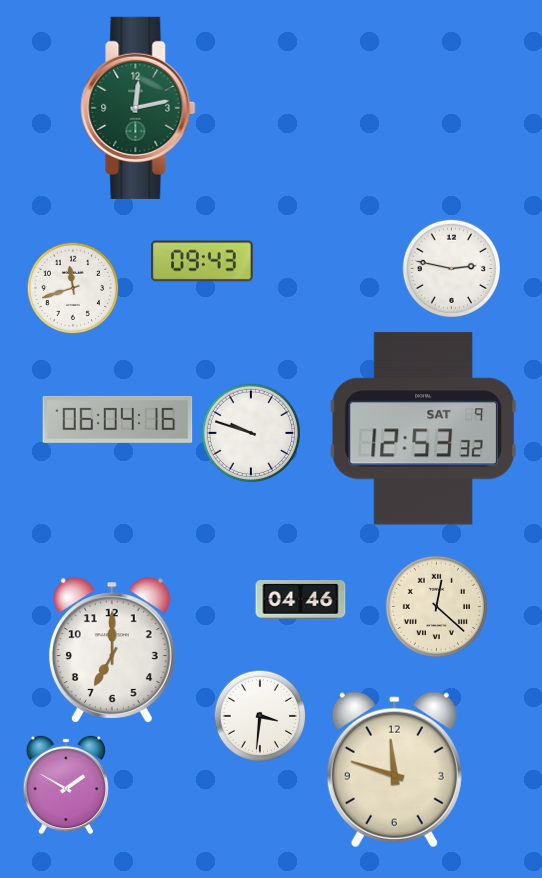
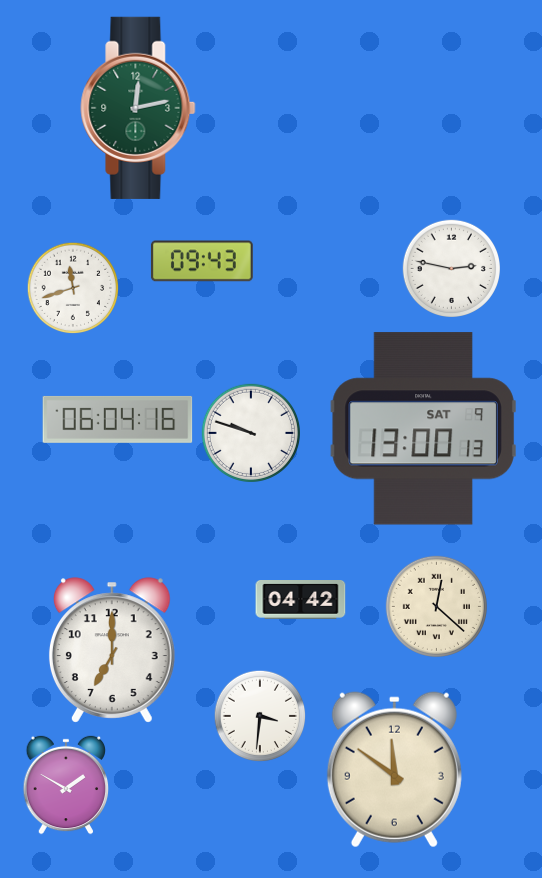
clock at (423, 429): 12:53 -> 13:00
clock at (301, 600): 04:46 -> 04:42
clock at (394, 770): 11:48 -> 11:51
